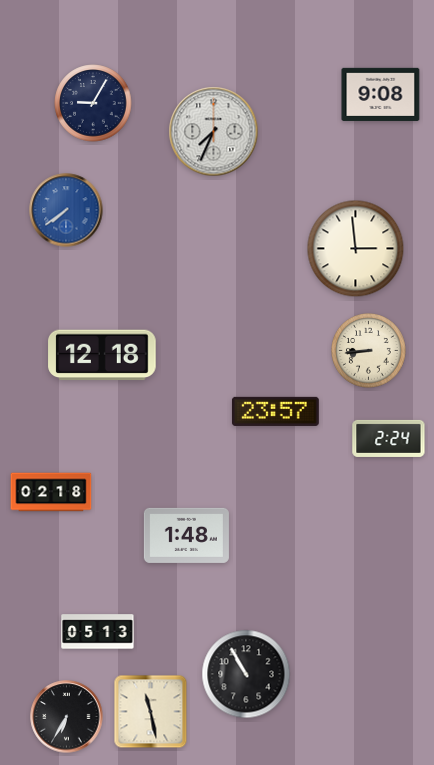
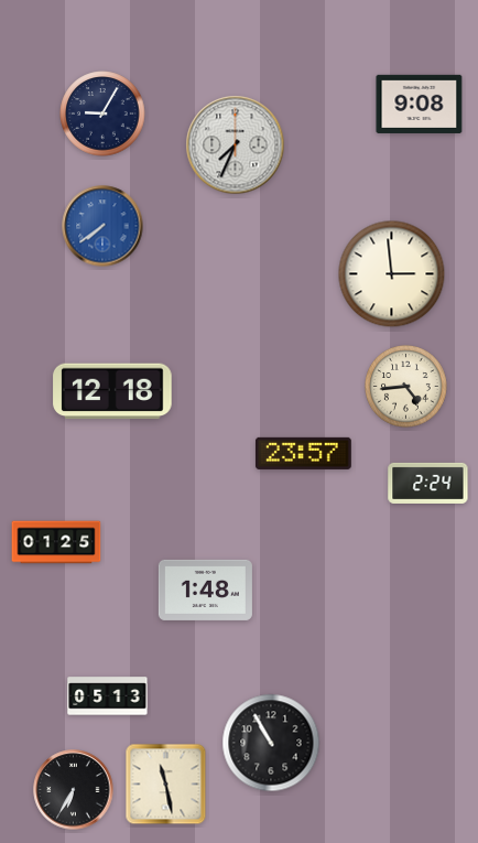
clock at (66, 210) position: (66, 210) -> (102, 226)
clock at (369, 351): 8:44 -> 4:44
clock at (51, 492): 02:18 -> 01:25
